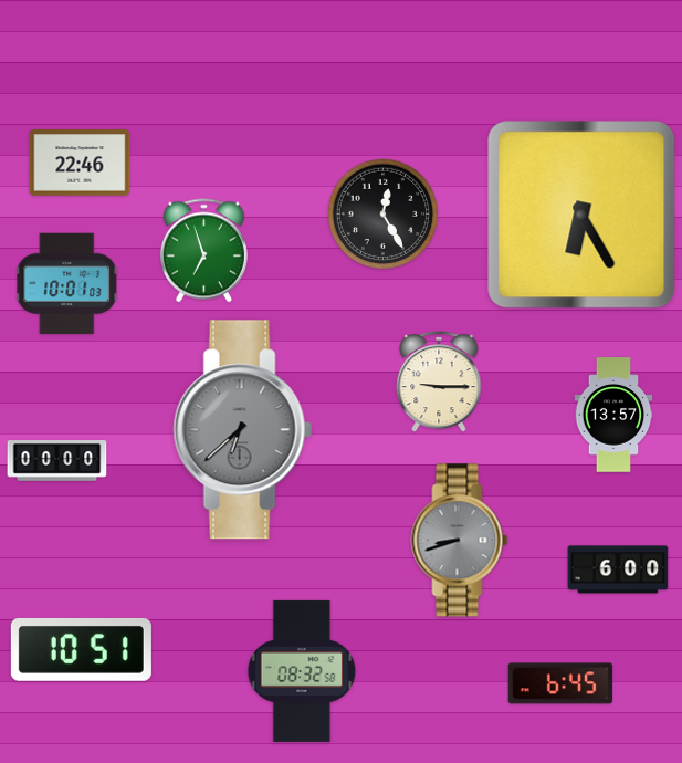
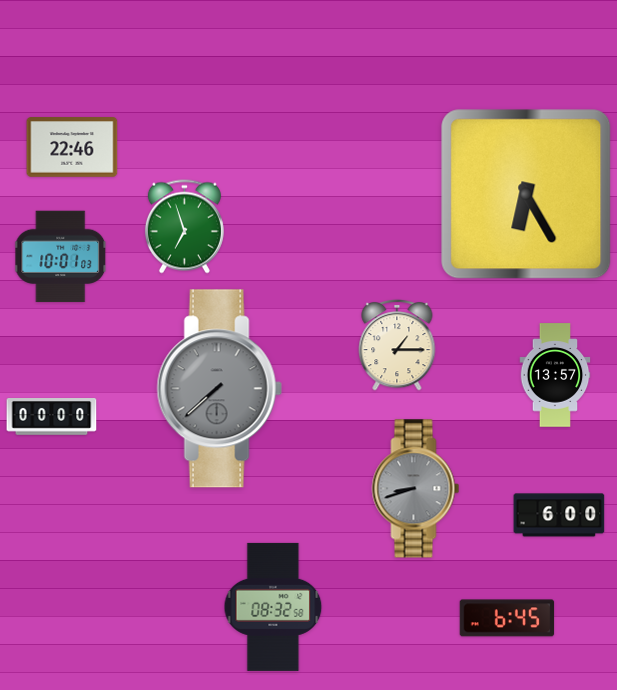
clock at (382, 213): 12:25 -> none
clock at (439, 381): 9:15 -> 1:15
clock at (242, 430): 6:38 -> 7:38
clock at (81, 649): 10:51 -> none
